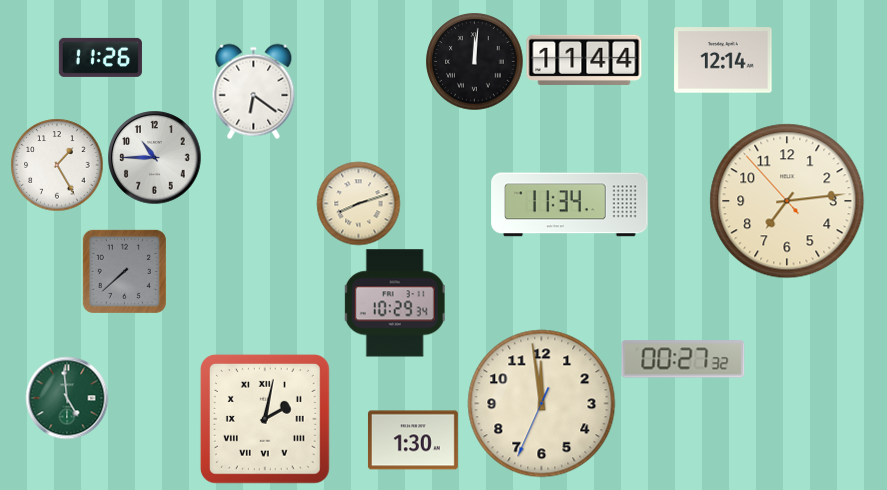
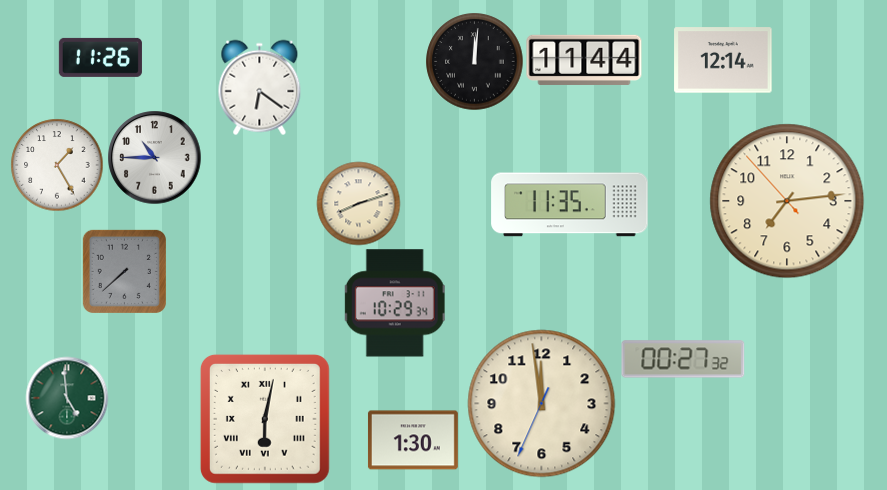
clock at (254, 91) position: (254, 91) -> (260, 87)
clock at (570, 205): 11:34 -> 11:35
clock at (265, 419): 2:02 -> 6:02
